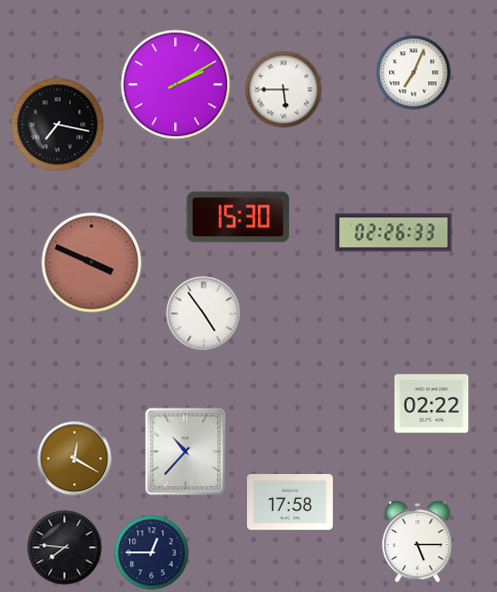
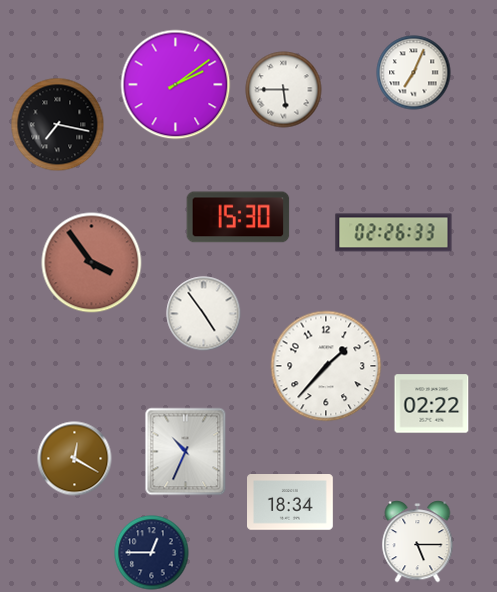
clock at (176, 85): 2:10 -> 2:09
clock at (92, 263): 3:49 -> 3:54
clock at (326, 366): none -> 1:37
clock at (186, 452): 10:37 -> 10:34
clock at (291, 503): 17:58 -> 18:34
clock at (65, 548): 7:46 -> none
